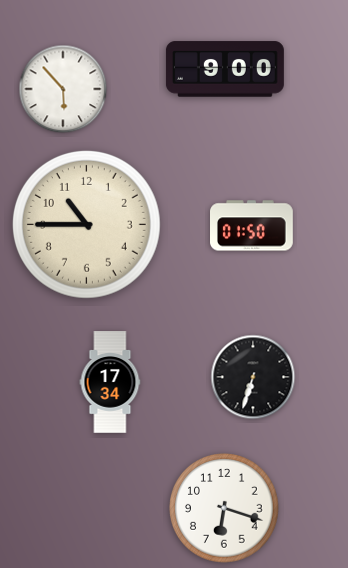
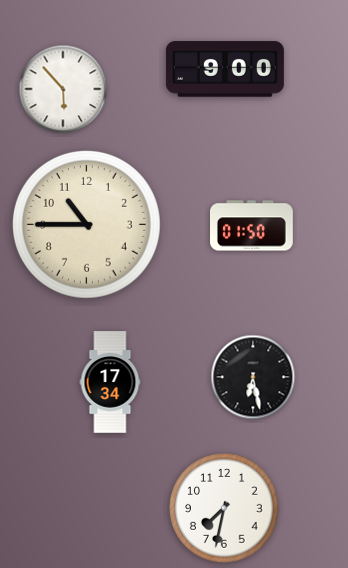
clock at (253, 377): 6:33 -> 6:28
clock at (224, 508): 6:18 -> 7:32
